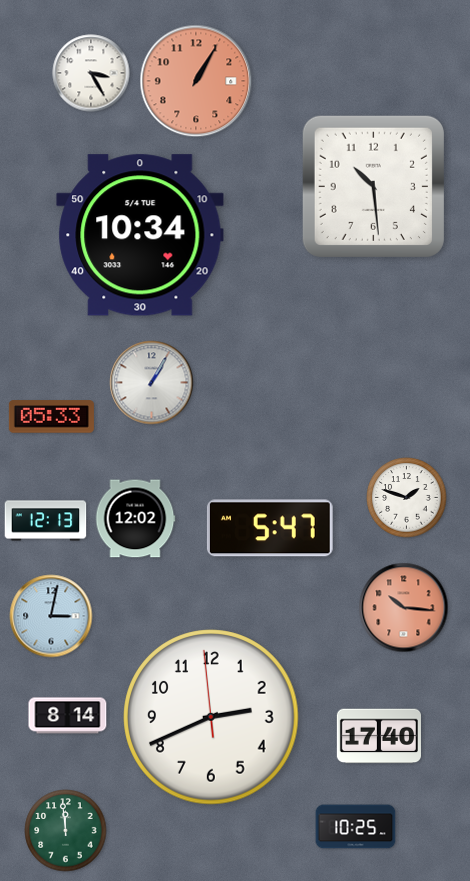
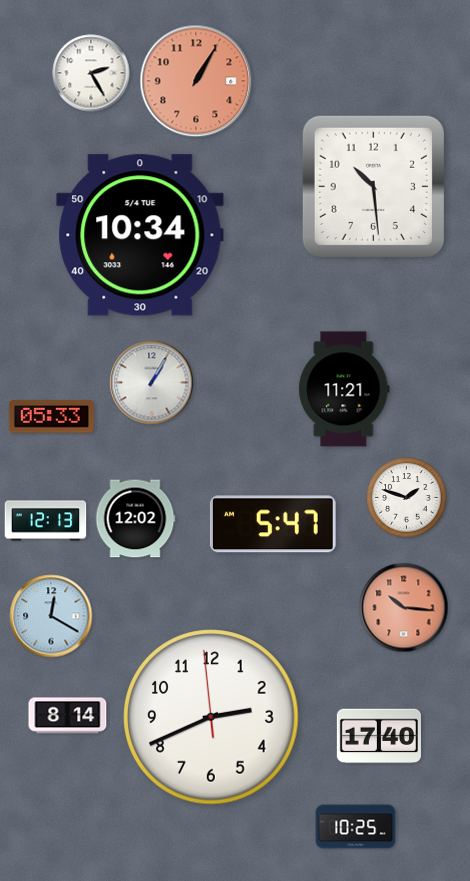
clock at (91, 73): 3:25 -> 2:25
clock at (344, 389): none -> 11:21
clock at (270, 528) position: (270, 528) -> (273, 524)
clock at (51, 616): 3:02 -> 12:20
clock at (66, 831): 11:59 -> none
